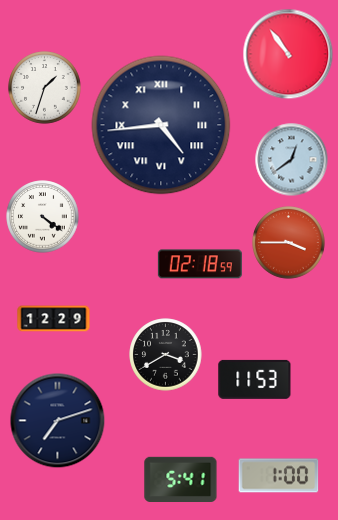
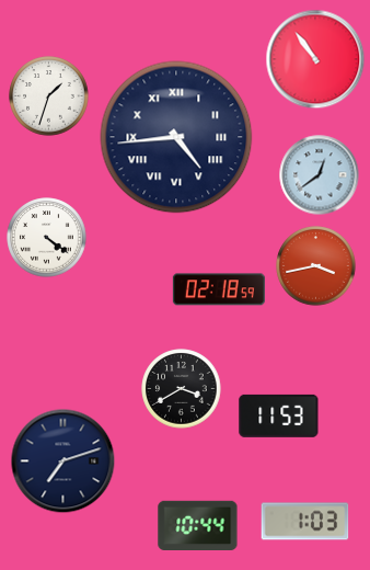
clock at (289, 243): 3:45 -> 3:43
clock at (54, 319): 12:29 -> none
clock at (279, 476): 1:00 -> 1:03
clock at (181, 480): 5:41 -> 10:44
